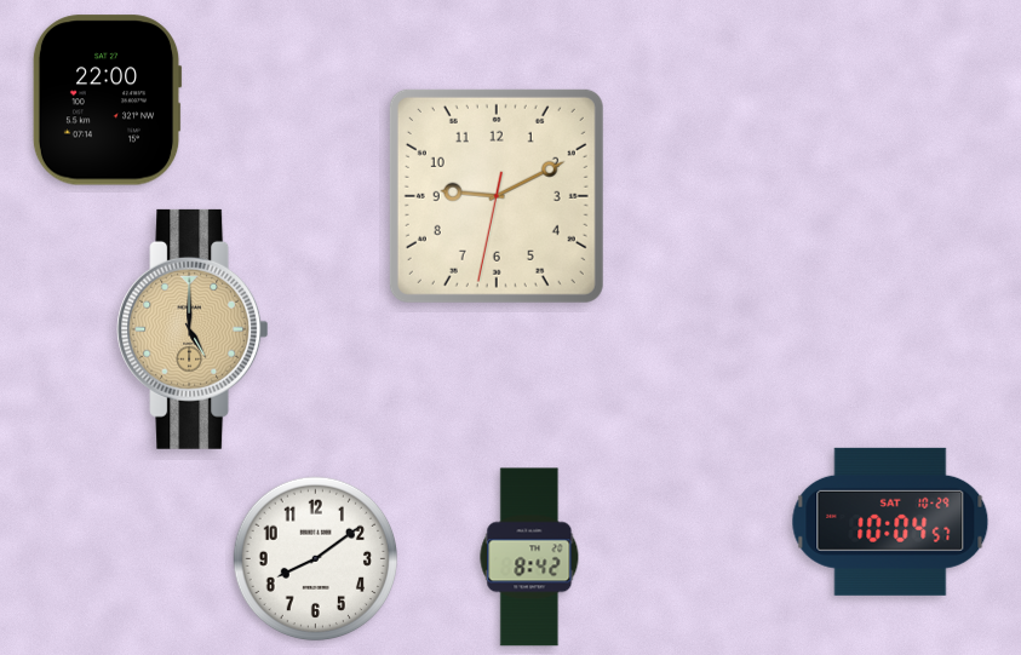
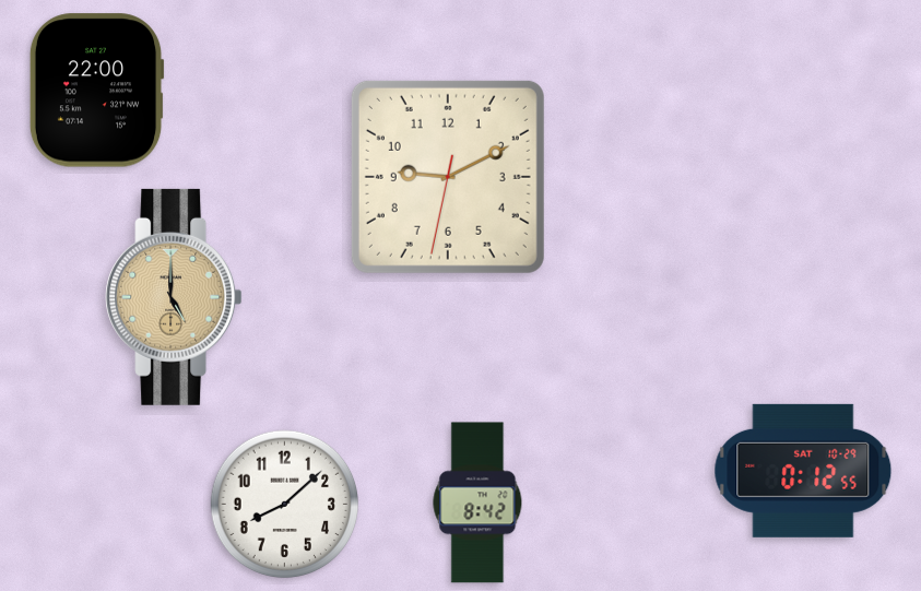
clock at (890, 522): 10:04 -> 0:12
clock at (316, 559): 8:09 -> 8:08
